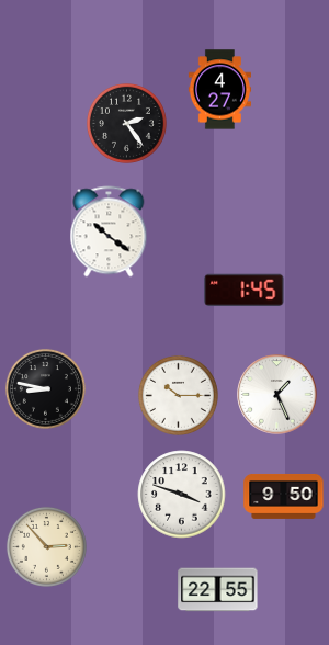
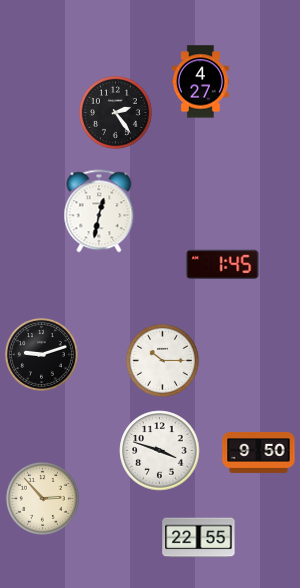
clock at (109, 231): 10:21 -> 12:32
clock at (45, 388): 8:47 -> 9:12
clock at (277, 395): 1:26 -> none
clock at (182, 495) position: (182, 495) -> (160, 451)
